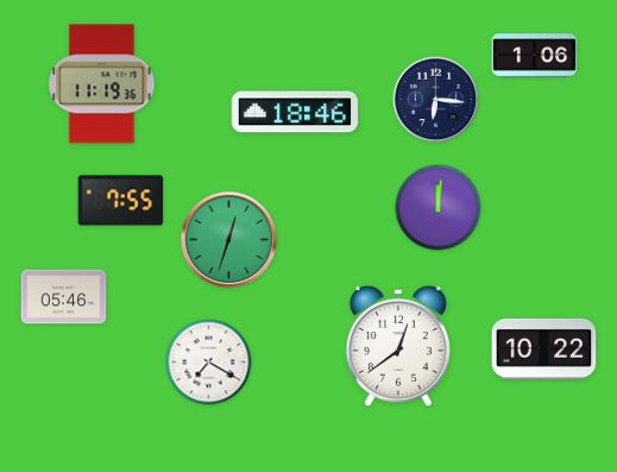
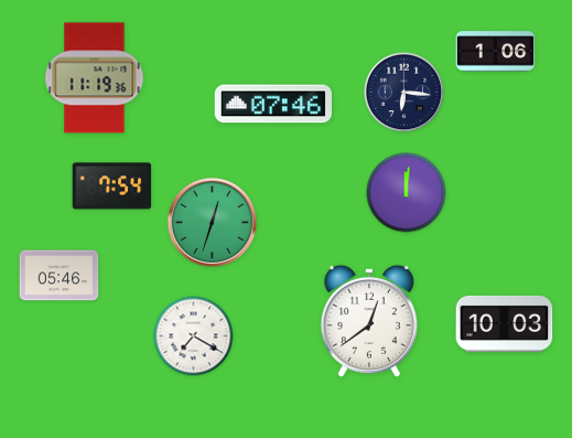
clock at (294, 112): 18:46 -> 07:46
clock at (121, 201): 7:55 -> 7:54
clock at (544, 348): 10:22 -> 10:03
